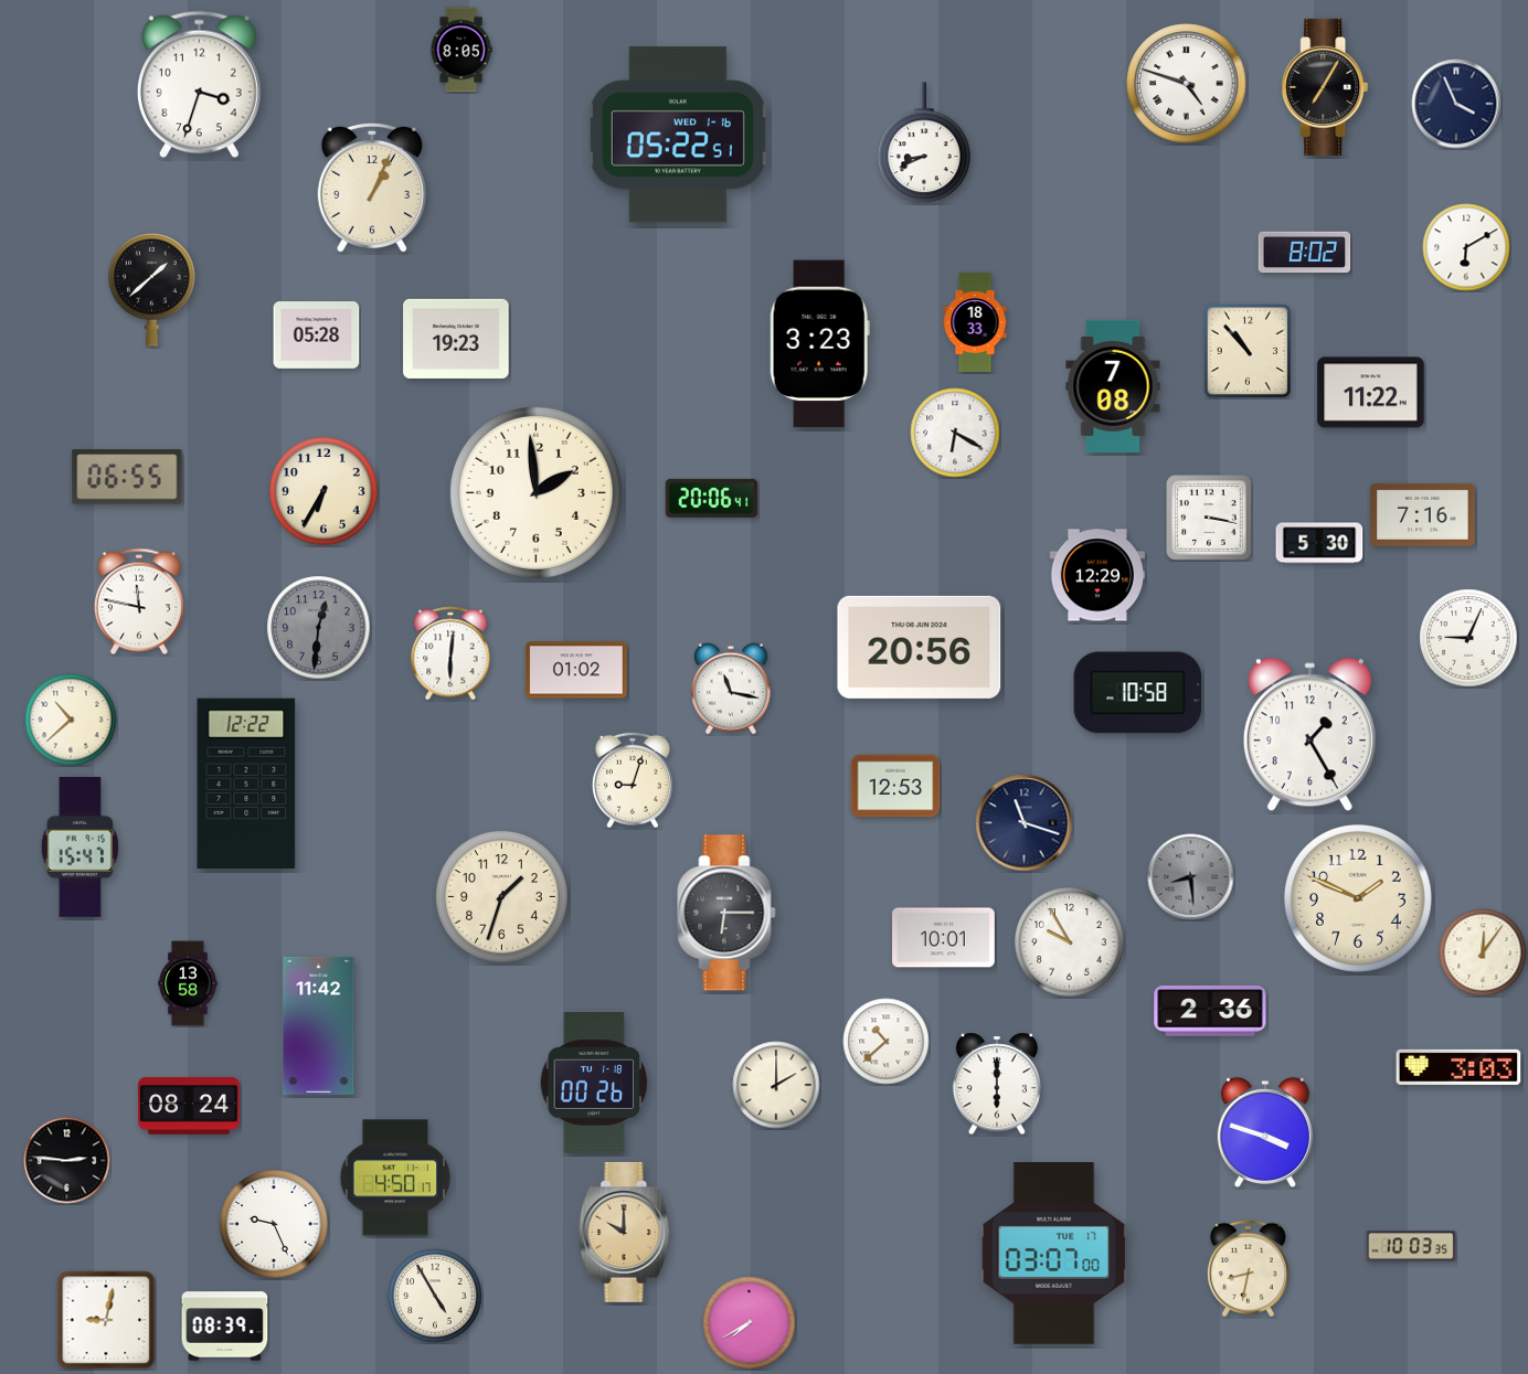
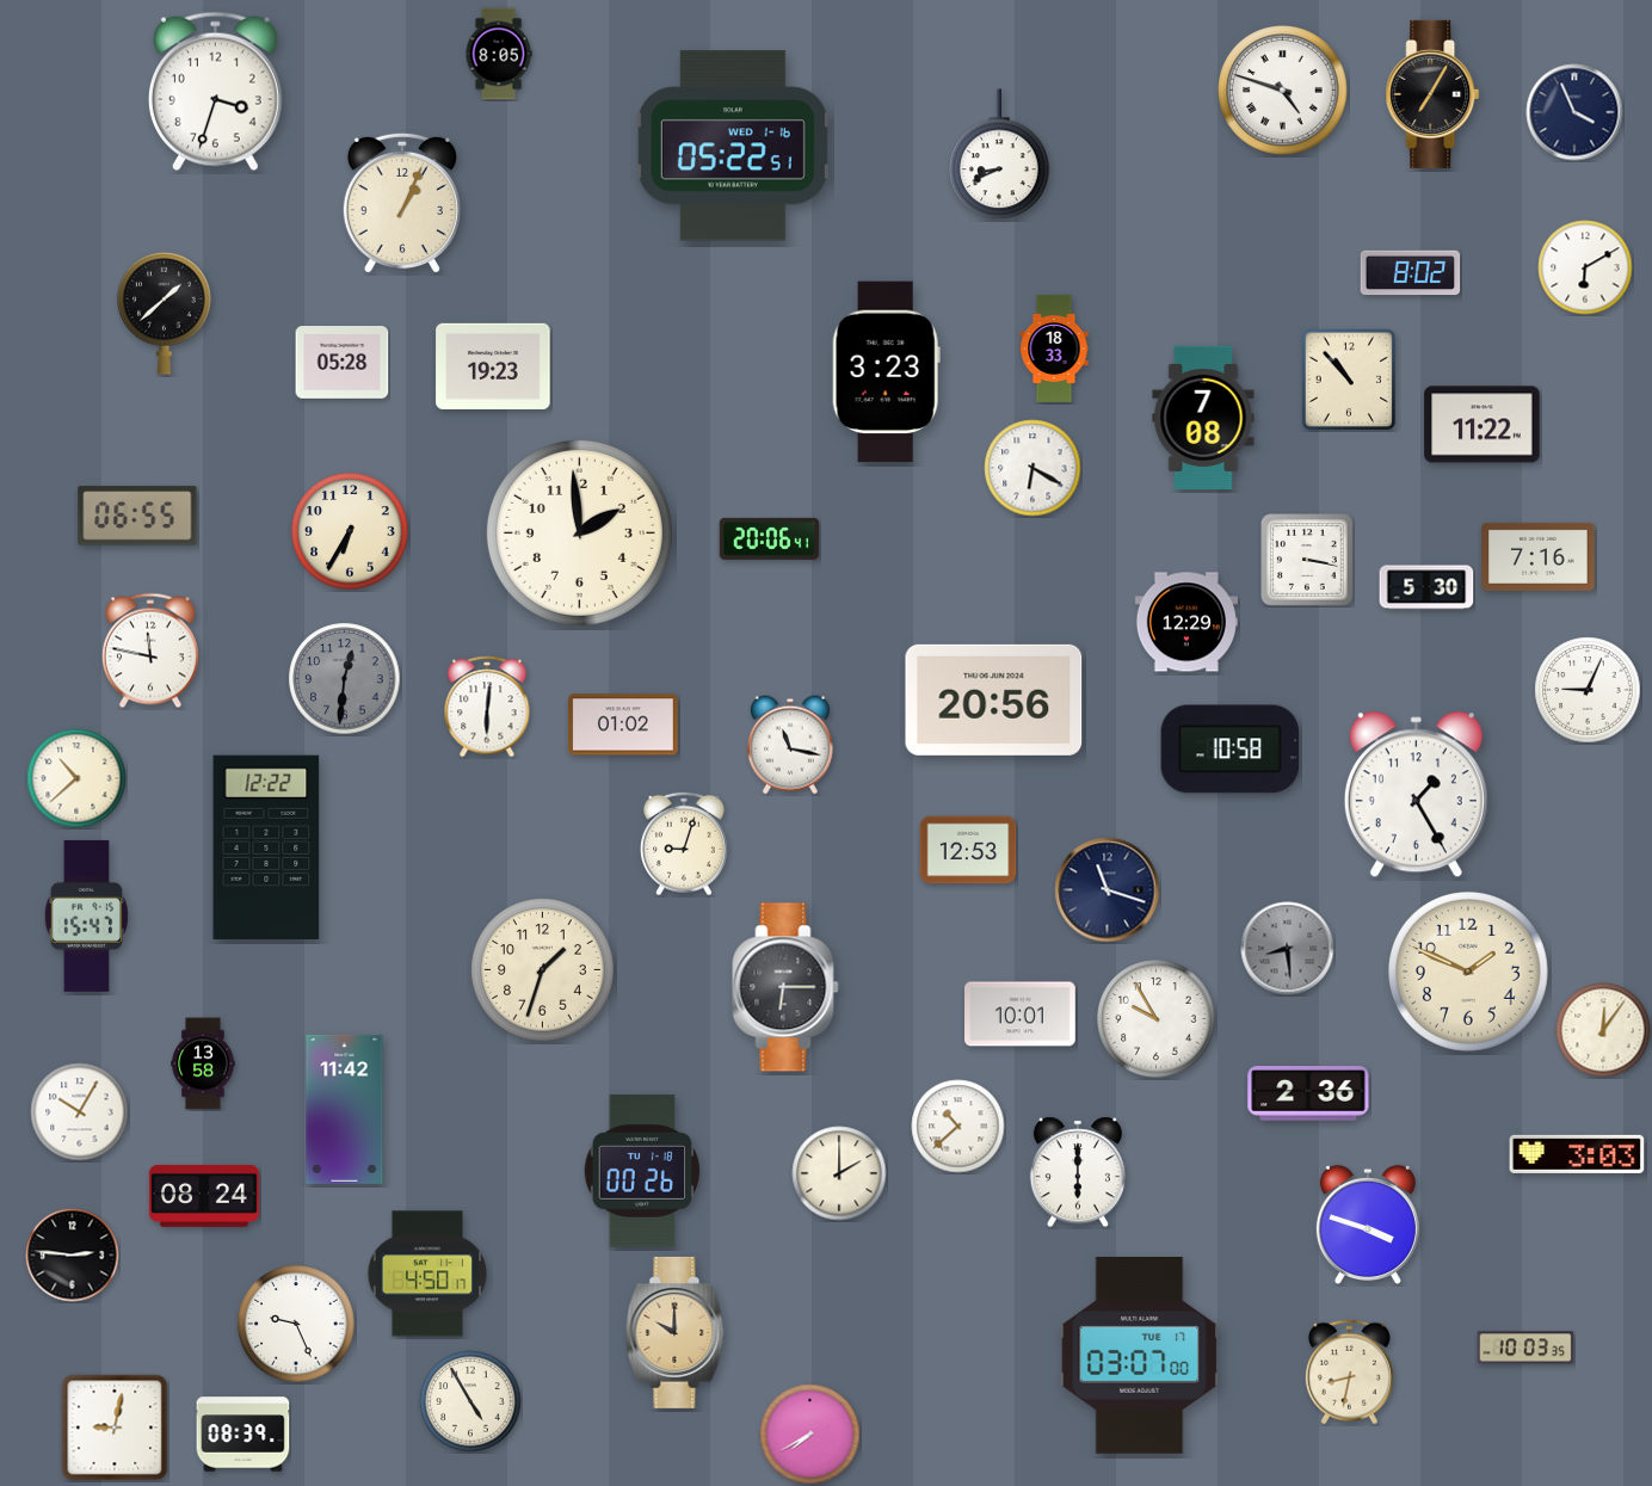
clock at (80, 1112): none -> 10:05
clock at (750, 1323) position: (750, 1323) -> (810, 1435)
